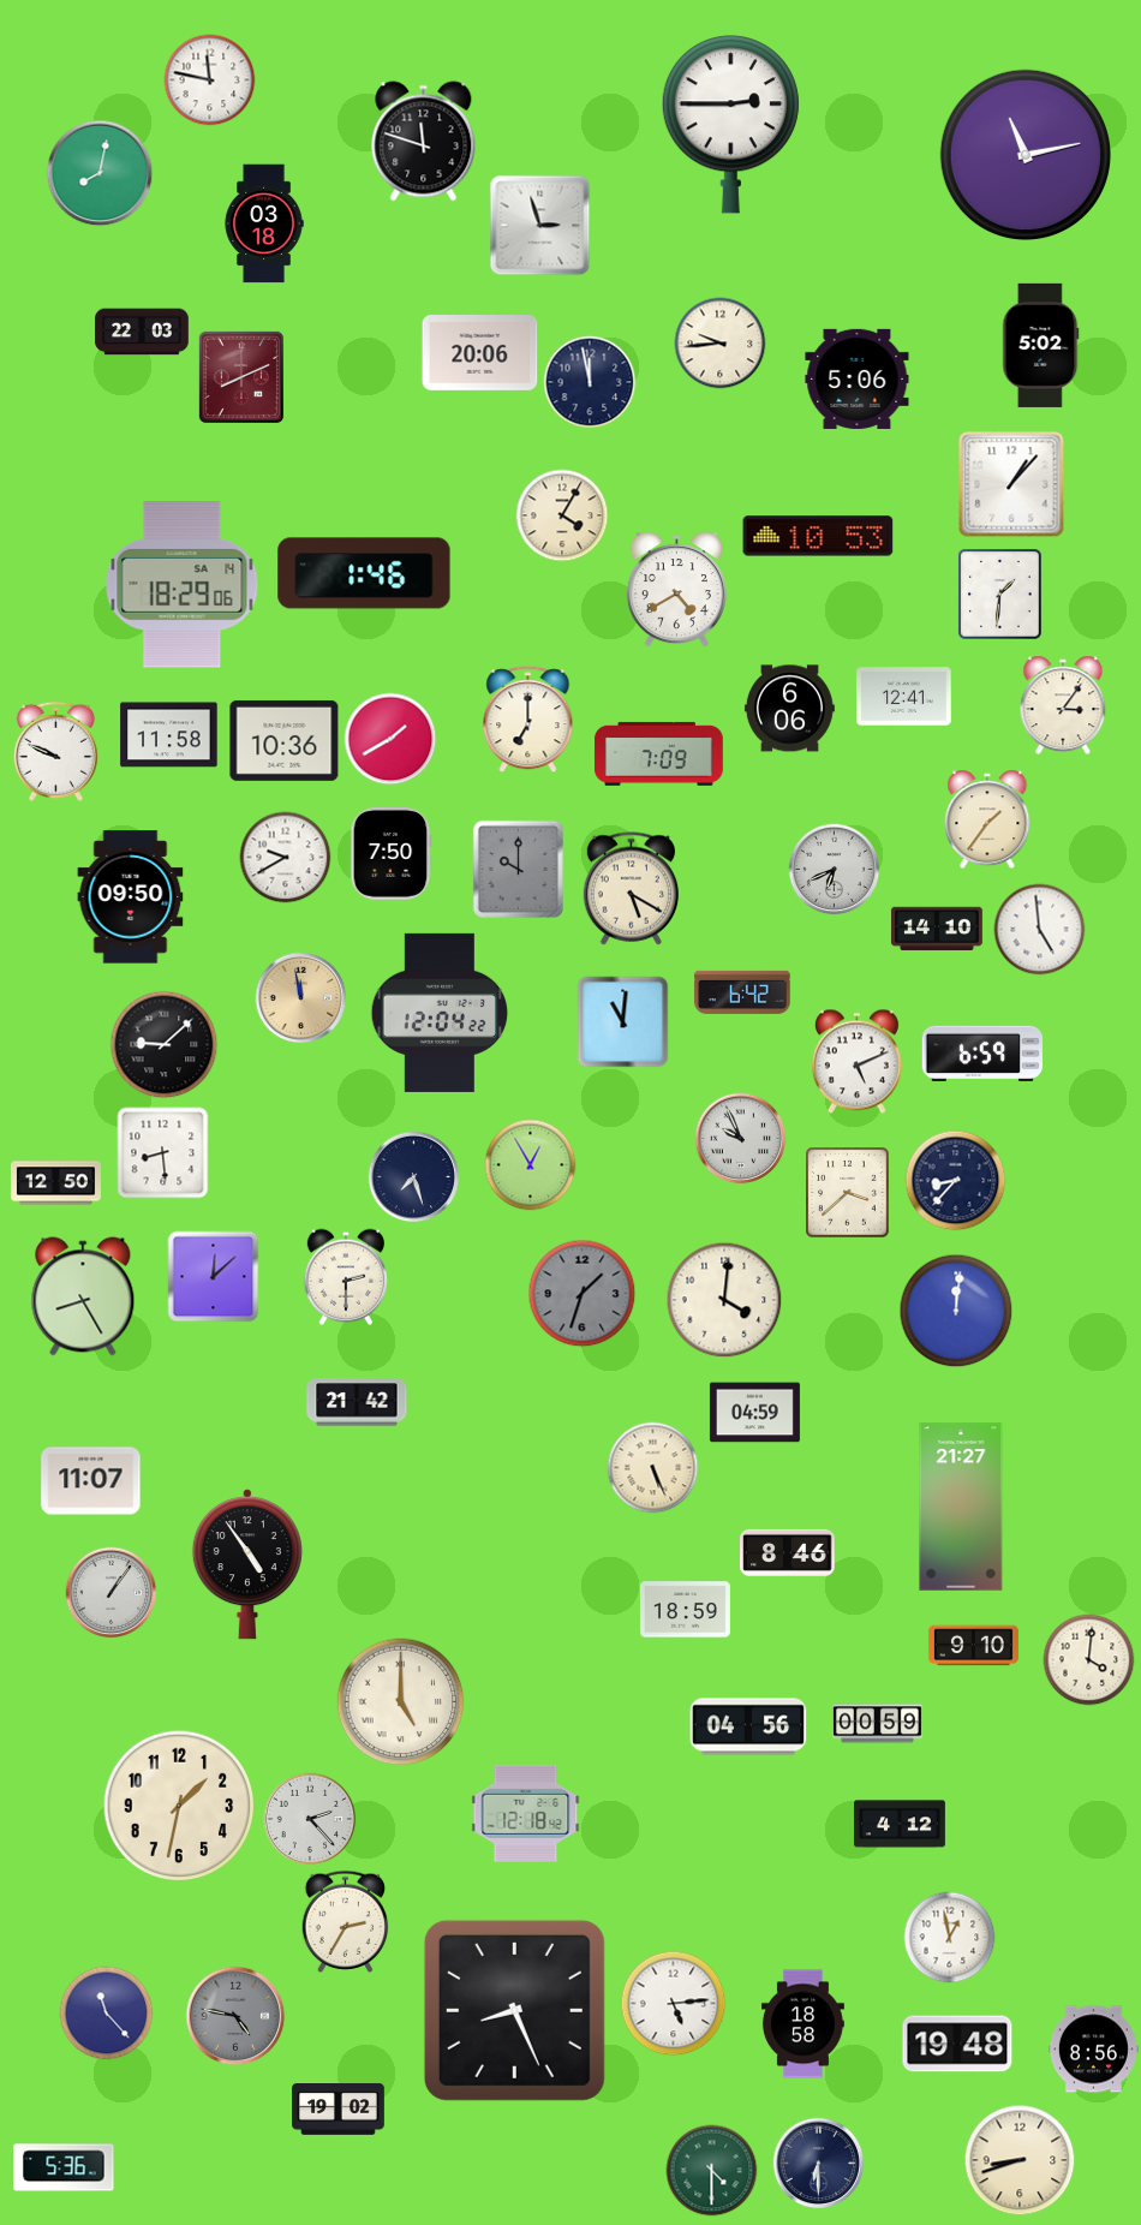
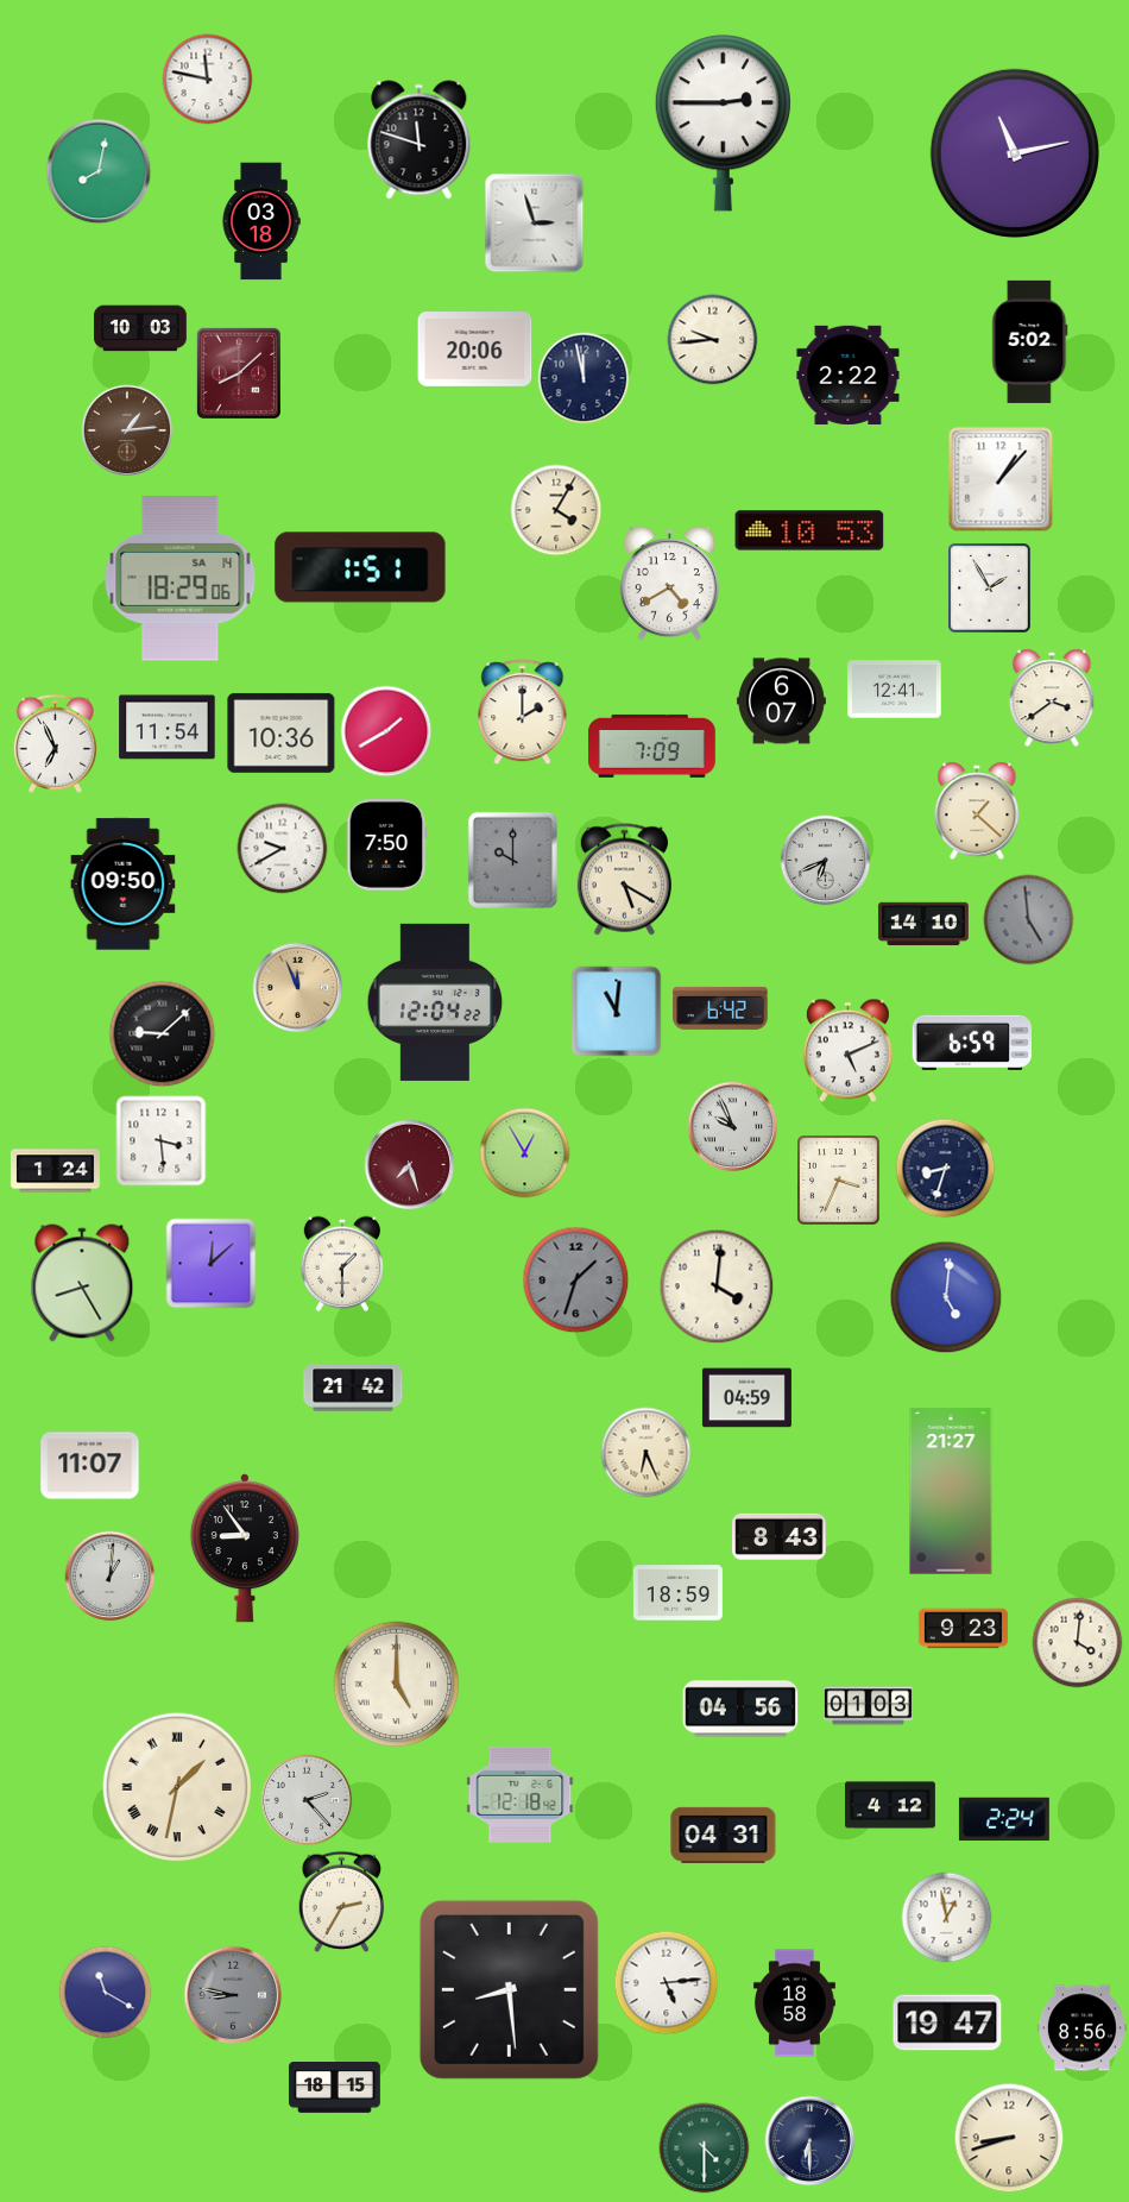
clock at (142, 332): 22:03 -> 10:03
clock at (241, 377): 8:11 -> 8:08
clock at (858, 378): 5:06 -> 2:22
clock at (127, 430): none -> 1:14
clock at (364, 573): 1:46 -> 1:51
clock at (1000, 595): 1:31 -> 1:55
clock at (1063, 705): 3:06 -> 3:39
clock at (789, 709): 6:06 -> 6:07
clock at (528, 720): 7:00 -> 2:00
clock at (169, 735): 11:58 -> 11:54
clock at (55, 751): 9:49 -> 6:56
clock at (987, 819): 1:36 -> 1:22
clock at (131, 897) position: (131, 897) -> (124, 885)
clock at (937, 927) position: (937, 927) -> (923, 923)
clock at (1040, 930) dial: white -> grey
clock at (742, 992) position: (742, 992) -> (720, 1008)
clock at (301, 998): 11:58 -> 11:56
clock at (163, 1153): 8:29 -> 3:29
clock at (414, 1177) dial: navy -> burgundy
clock at (956, 1181): 8:37 -> 8:33
clock at (55, 1183): 12:50 -> 1:24
clock at (848, 1193): 3:38 -> 3:34
clock at (345, 1277): 2:30 -> 1:30
clock at (956, 1311): 12:01 -> 5:01
clock at (653, 1468): 5:26 -> 6:26
clock at (788, 1552): 8:46 -> 8:43
clock at (247, 1564): 4:54 -> 8:54
clock at (112, 1593): 1:06 -> 1:01
clock at (973, 1646): 9:10 -> 9:23
clock at (877, 1724): 00:59 -> 01:03
clock at (179, 1806) numerals: Arabic -> Roman
clock at (1004, 1819): none -> 2:24
clock at (724, 1835): none -> 04:31
clock at (950, 1938) position: (950, 1938) -> (947, 1918)
clock at (514, 2010): 8:26 -> 8:29
clock at (107, 2014): 11:23 -> 11:20
clock at (235, 2016): 4:47 -> 8:47
clock at (957, 2044): 19:48 -> 19:47
clock at (339, 2110): 19:02 -> 18:15
clock at (64, 2167): 5:36 -> none
